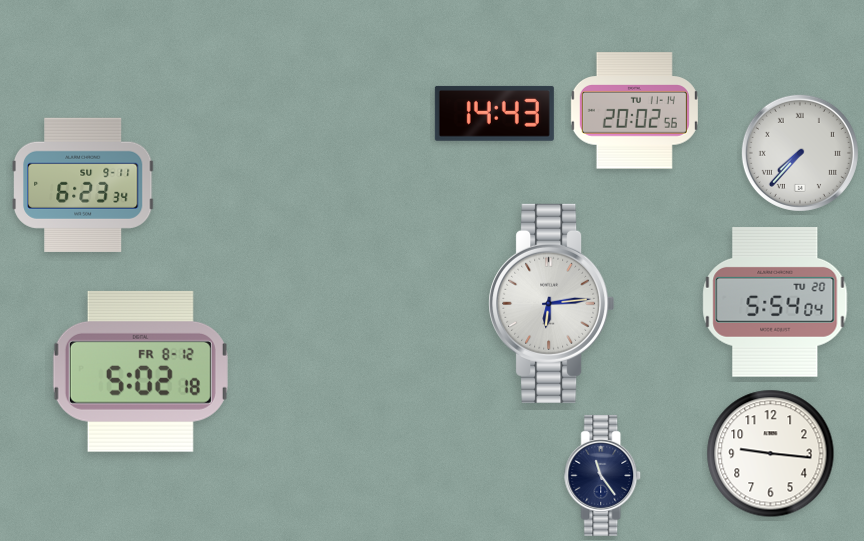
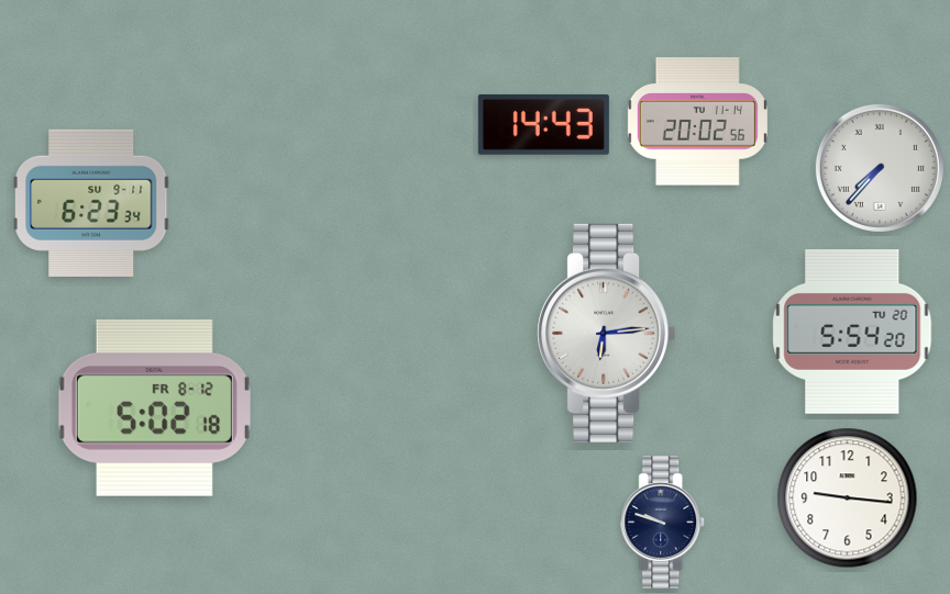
clock at (775, 303): 5:54:04 -> 5:54:20
clock at (603, 475): 11:24 -> 9:48
